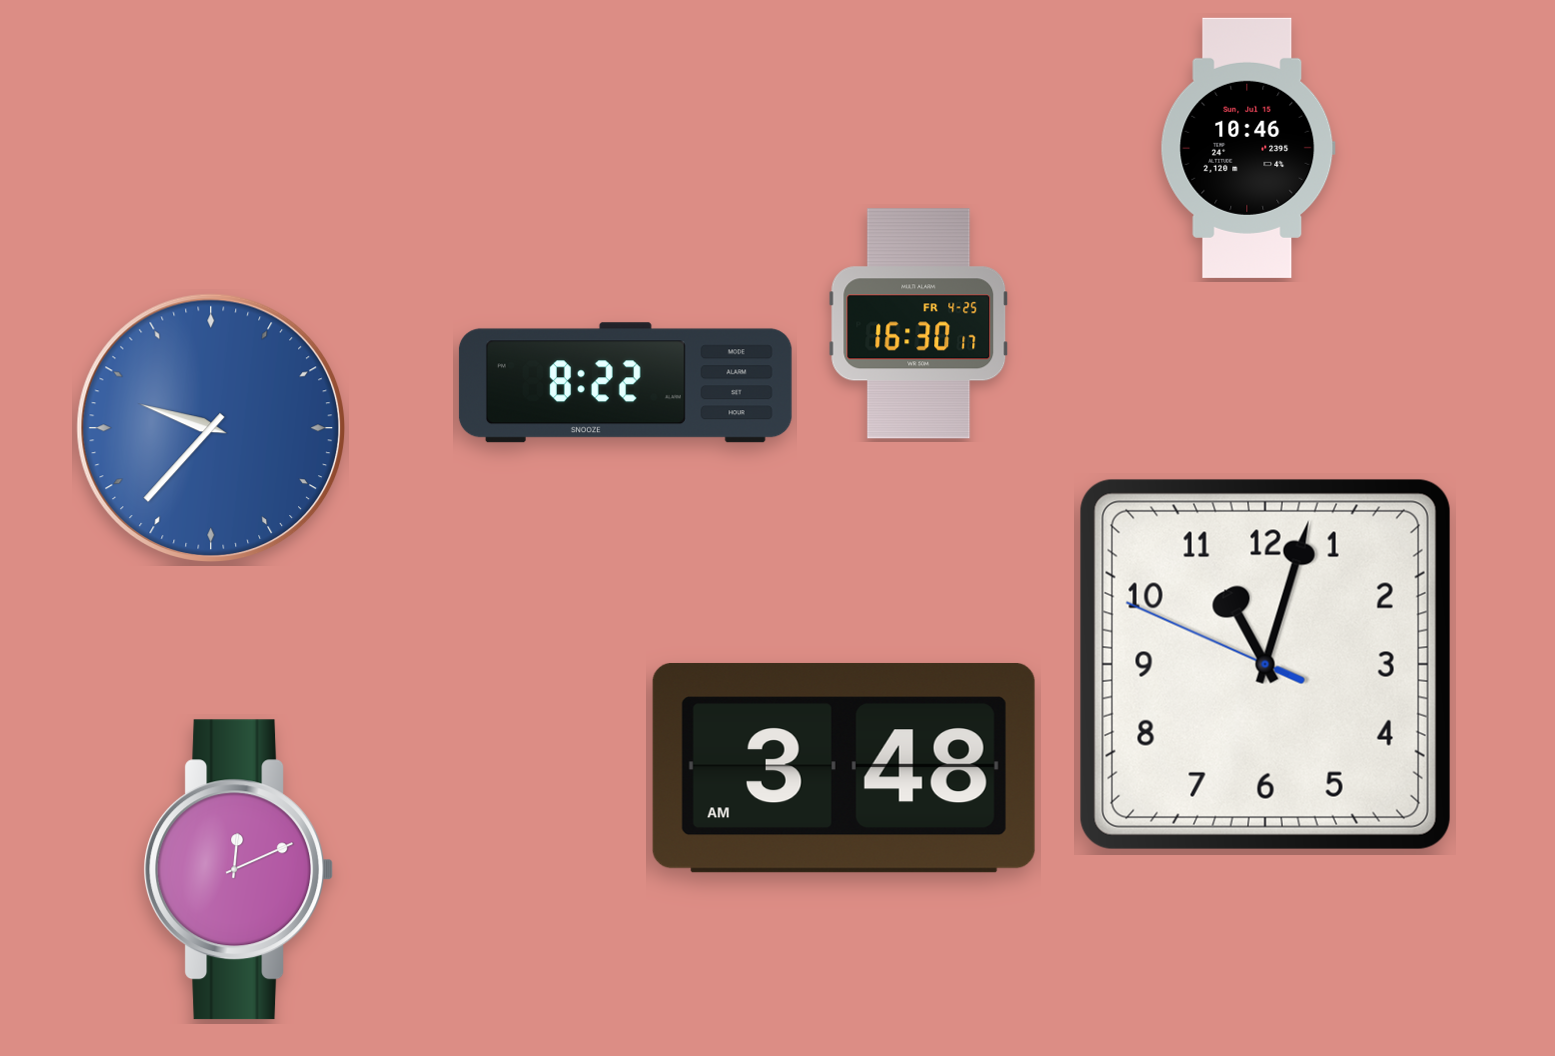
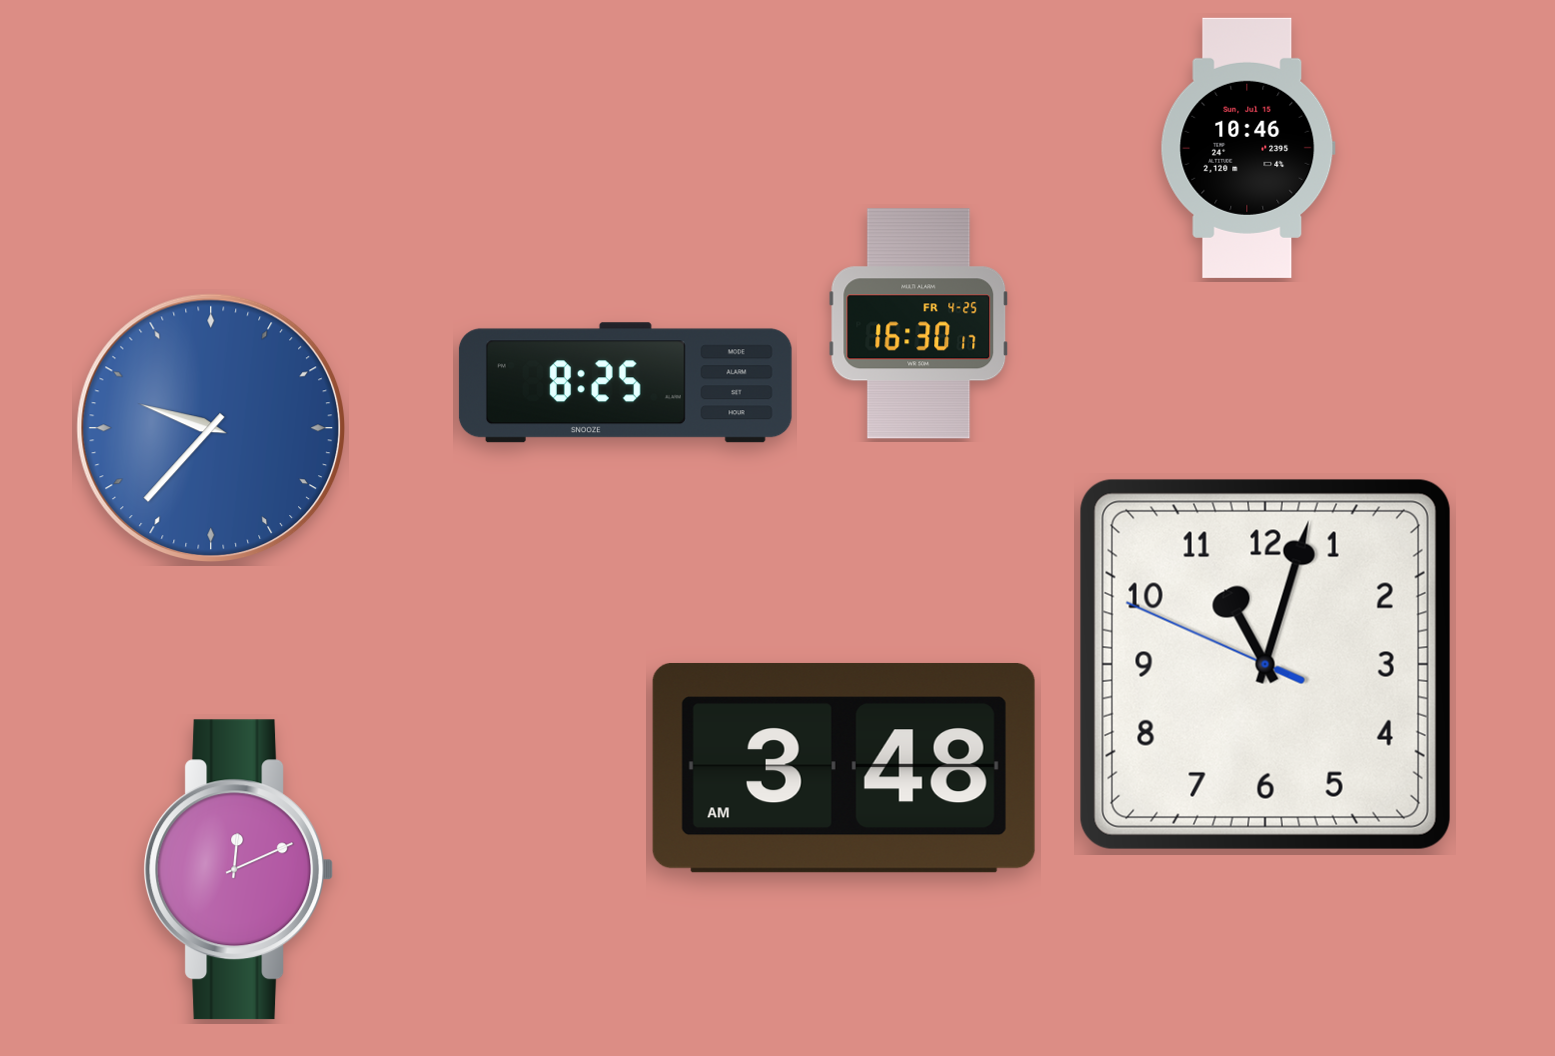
clock at (625, 383): 8:22 -> 8:25
